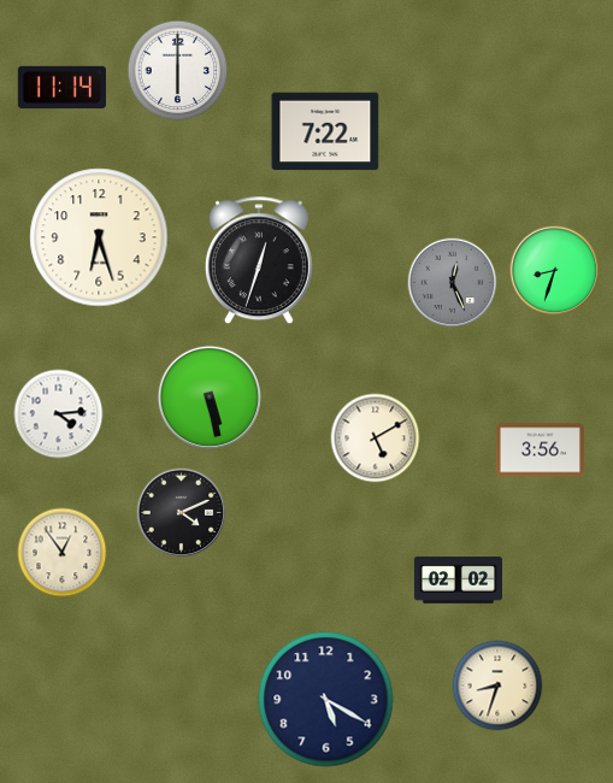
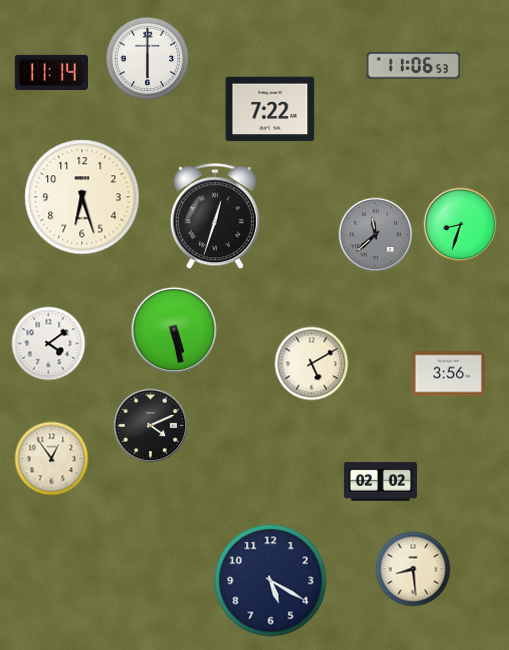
clock at (413, 66): none -> 11:06
clock at (453, 283): 12:26 -> 11:38
clock at (59, 414): 4:14 -> 4:09
clock at (497, 685): 8:33 -> 8:29
